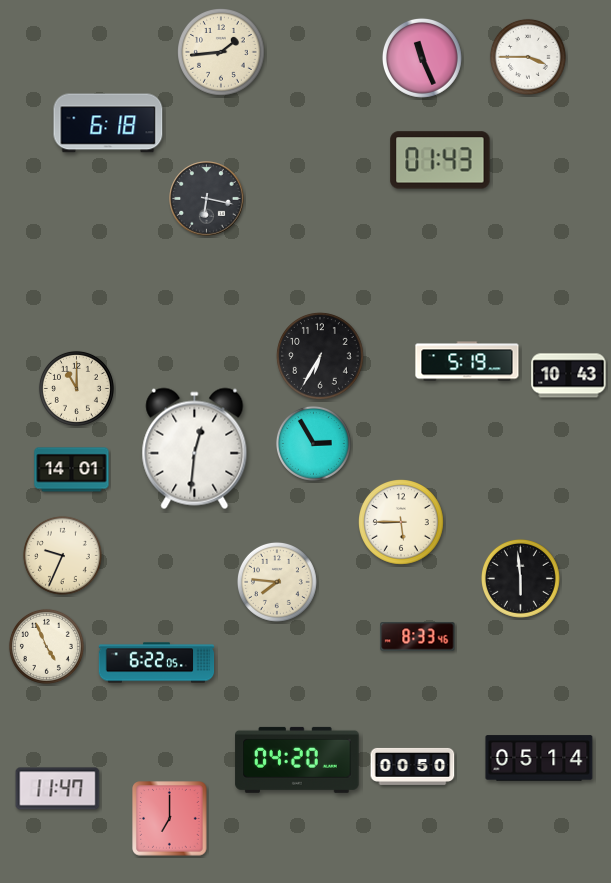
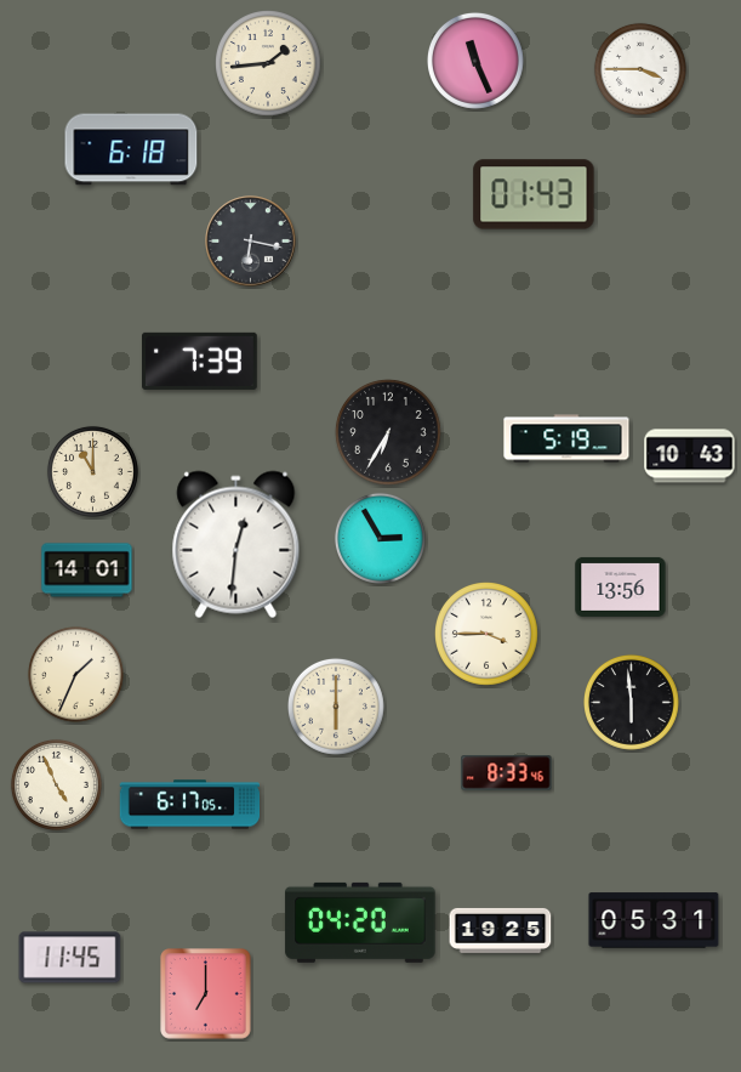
clock at (422, 58) position: (422, 58) -> (475, 61)
clock at (200, 361): none -> 7:39
clock at (621, 586): none -> 13:56
clock at (402, 523): 5:45 -> 3:45
clock at (62, 555): 9:34 -> 1:34
clock at (277, 582): 7:46 -> 6:00
clock at (157, 663): 6:22 -> 6:17
clock at (539, 758): 05:14 -> 05:31
clock at (413, 766): 00:50 -> 19:25
clock at (58, 789): 11:47 -> 11:45
